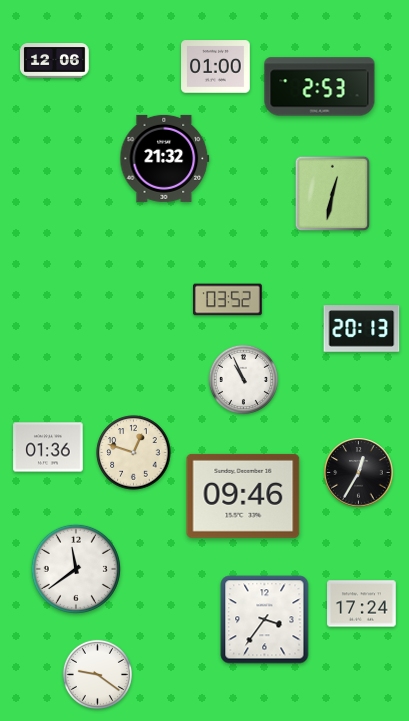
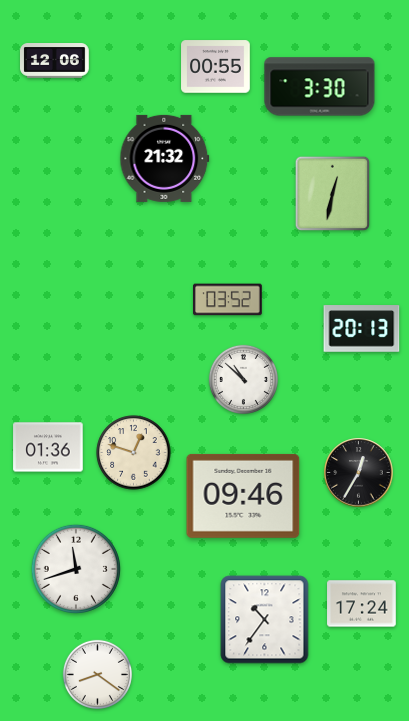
clock at (216, 67): 01:00 -> 00:55
clock at (320, 87): 2:53 -> 3:30
clock at (243, 379): 10:56 -> 10:52
clock at (76, 569): 11:39 -> 11:42
clock at (265, 620): 3:36 -> 10:36
clock at (97, 674): 9:21 -> 8:21
